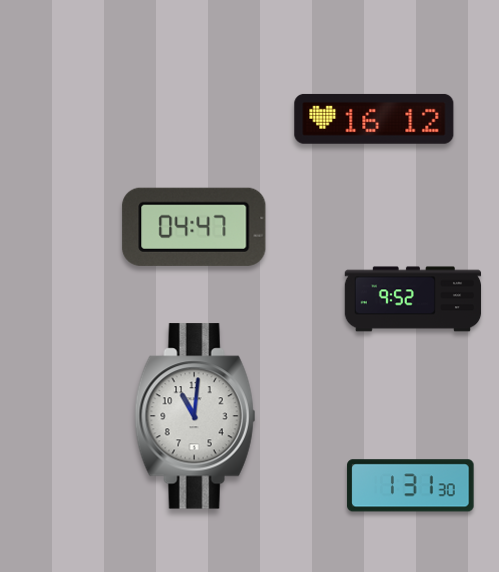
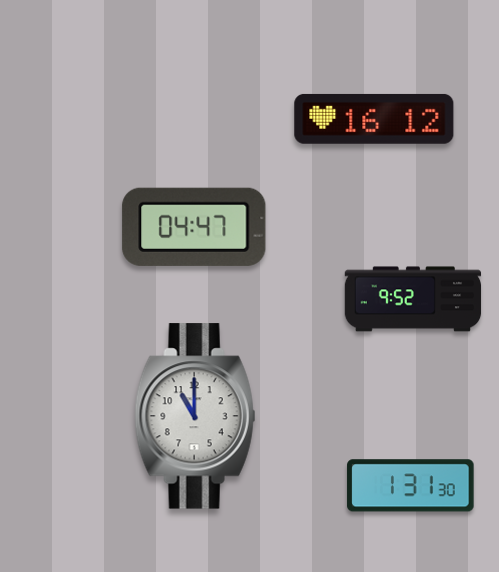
clock at (195, 416): 11:01 -> 11:00
